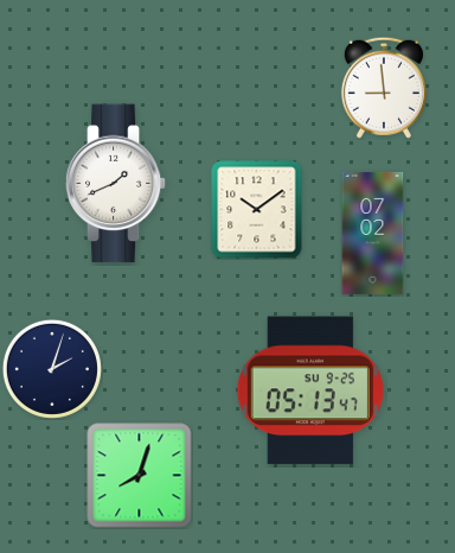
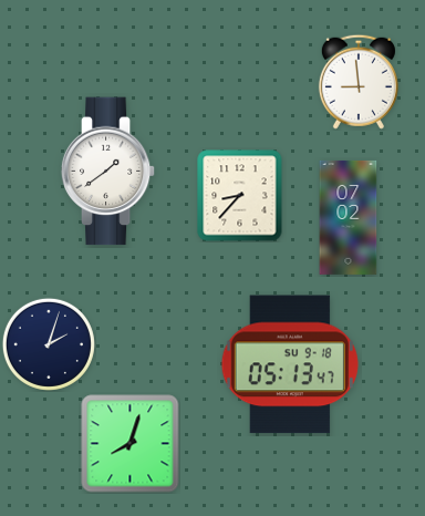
clock at (116, 184): 1:41 -> 1:39
clock at (257, 210): 10:09 -> 8:37
clock at (310, 390) date: SU 9-25 -> SU 9-18
